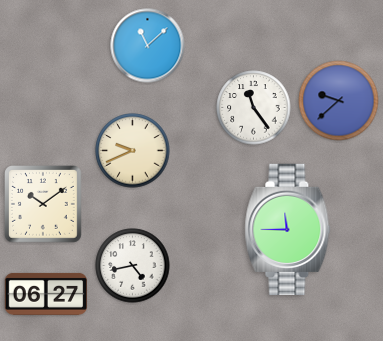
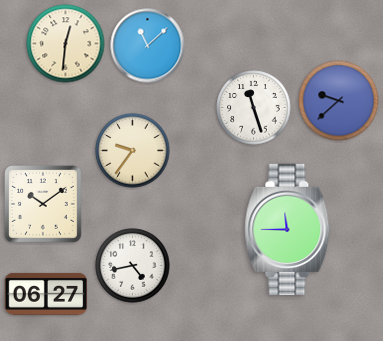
clock at (66, 44): none -> 12:31
clock at (254, 108): 11:24 -> 11:27
clock at (133, 151): 9:41 -> 9:36
